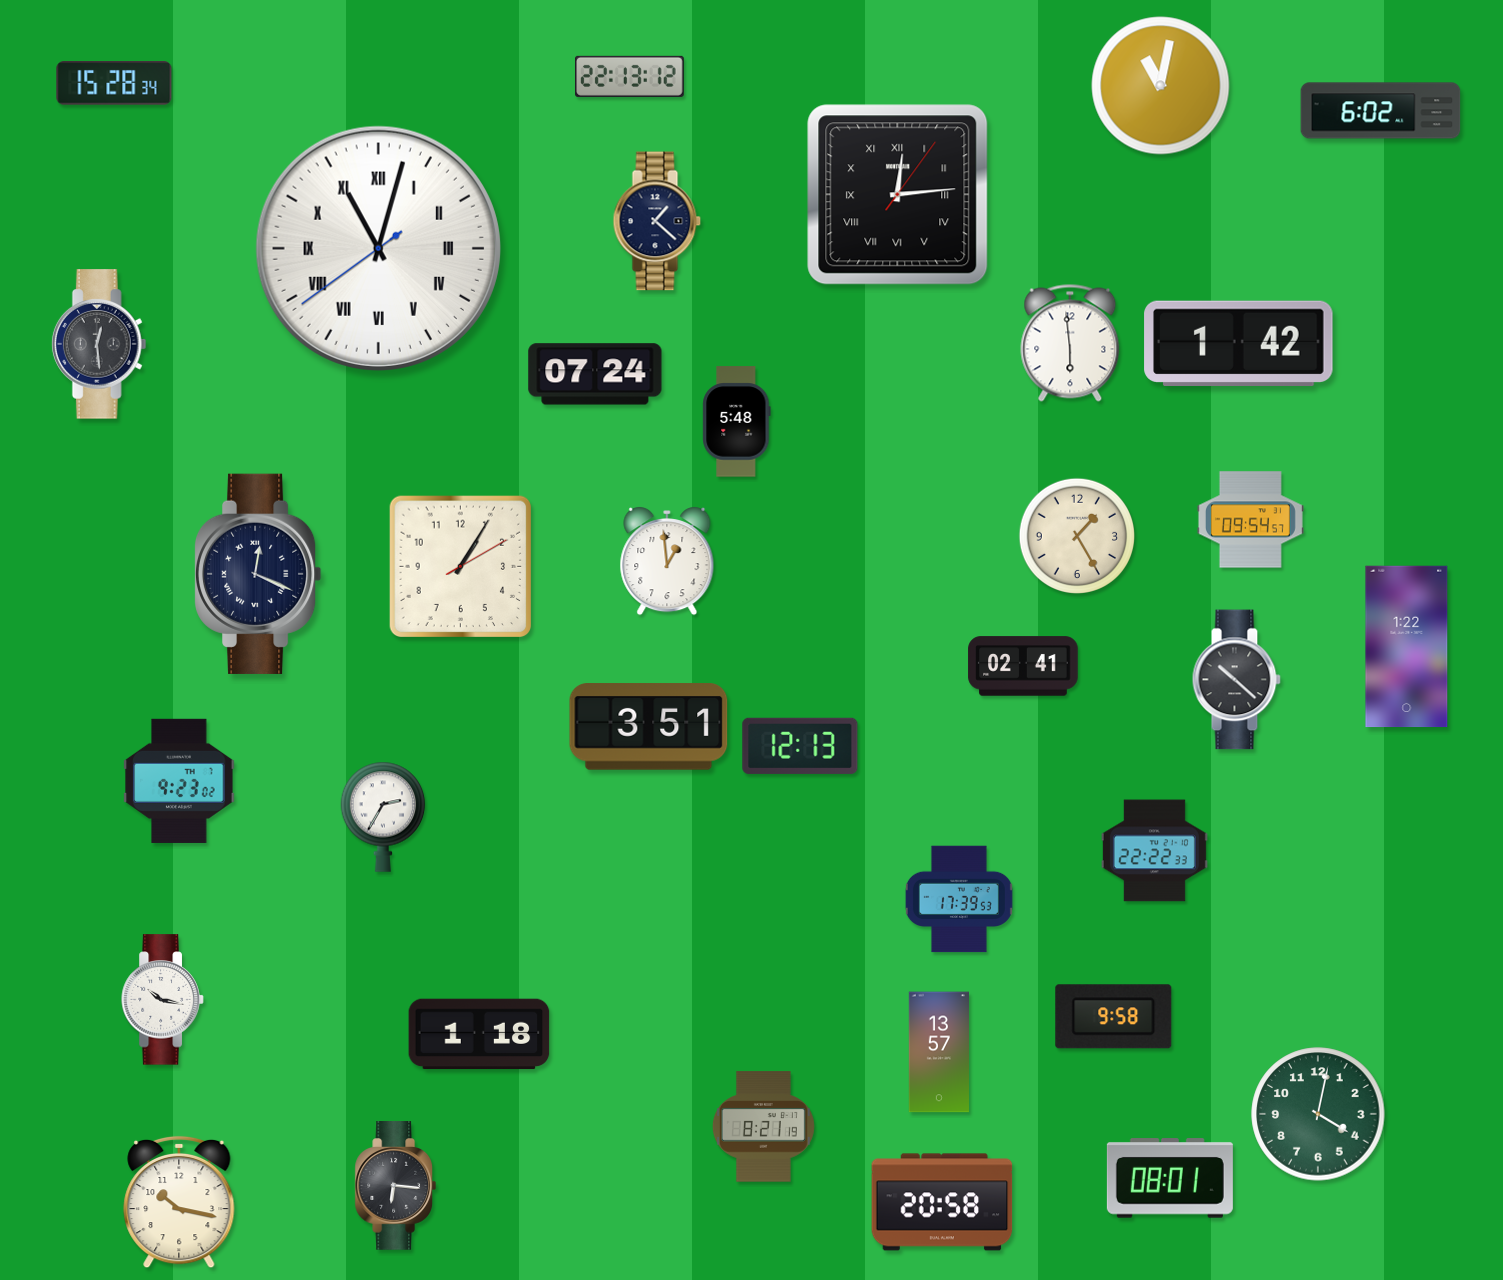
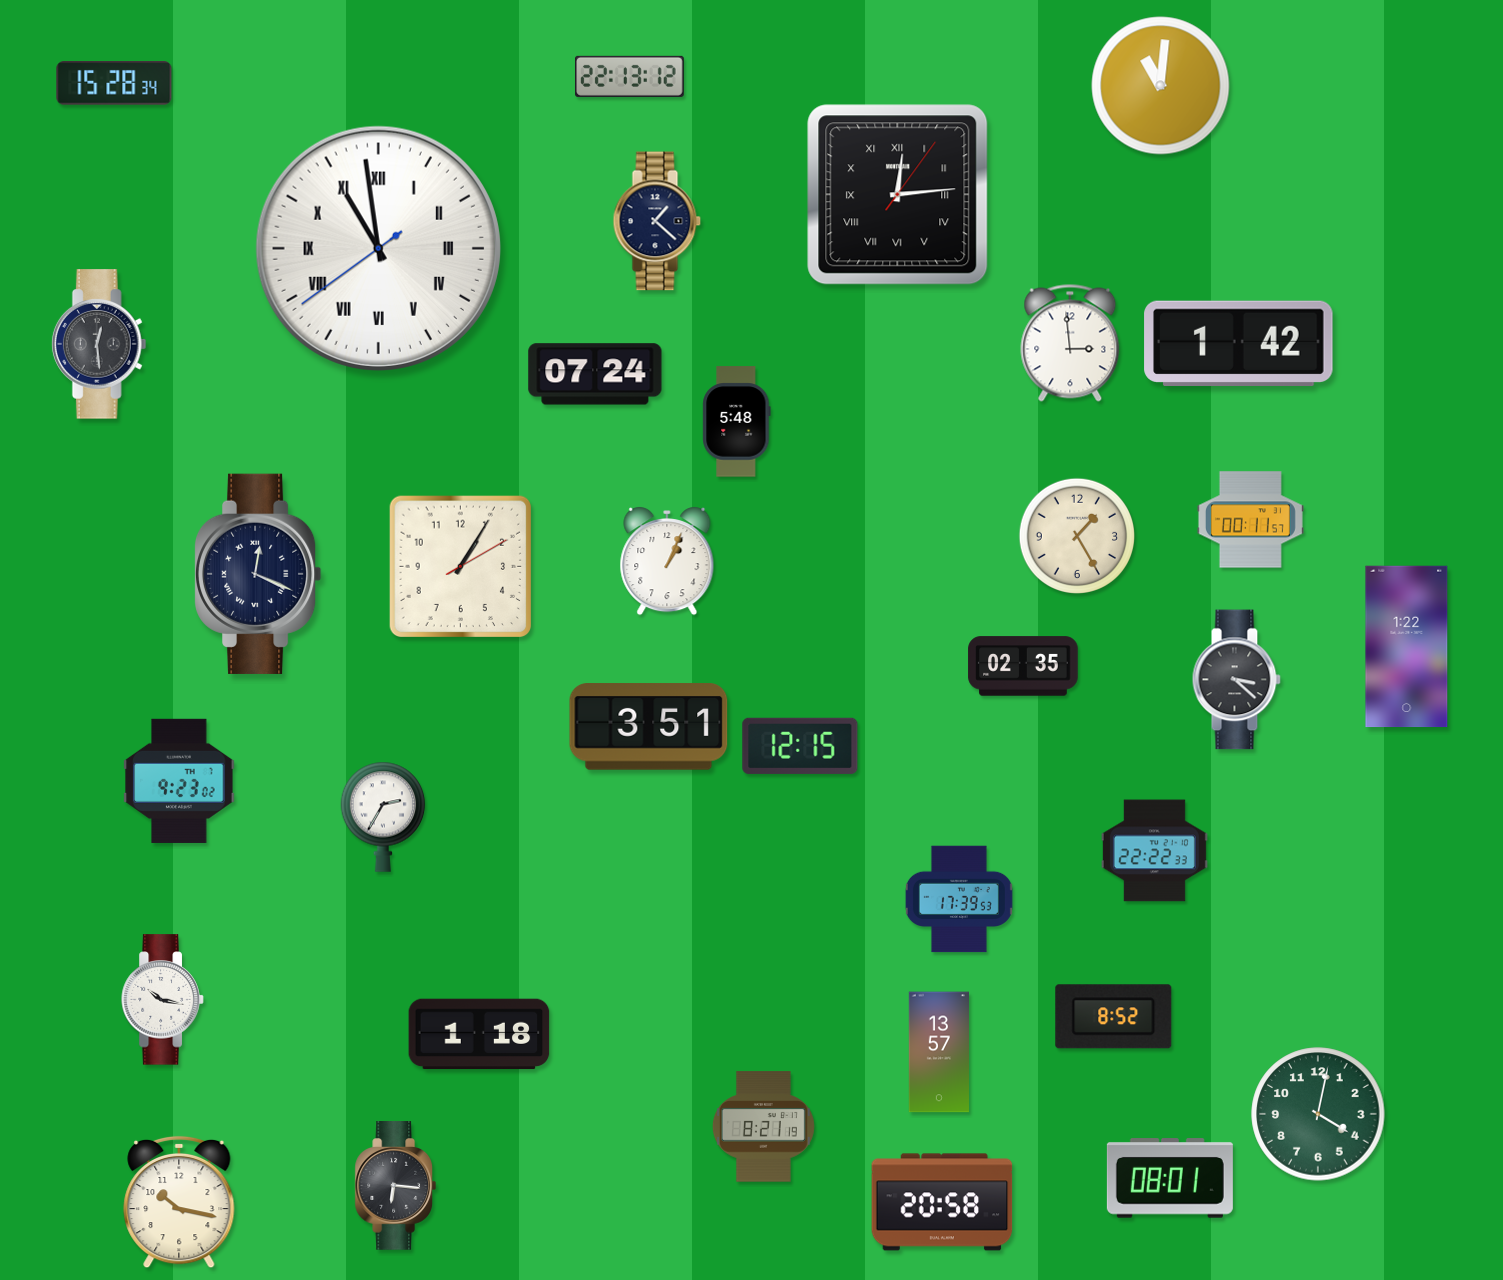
clock at (1161, 86): 11:02 -> 11:01
clock at (1381, 111): 6:02 -> none
clock at (378, 248): 11:02 -> 10:58
clock at (1070, 343): 5:59 -> 2:59
clock at (1250, 520): 09:54 -> 00:11
clock at (667, 562): 12:59 -> 1:04
clock at (1023, 666): 02:41 -> 02:35
clock at (1236, 680): 10:22 -> 3:22
clock at (800, 746): 12:13 -> 12:15
clock at (1114, 1017): 9:58 -> 8:52
